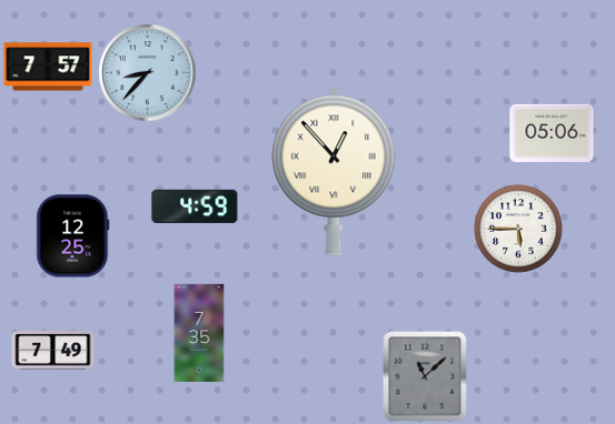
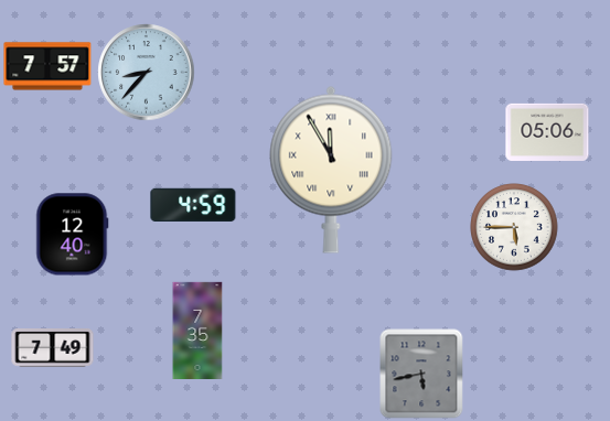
clock at (334, 171): 12:53 -> 11:55
clock at (73, 236): 12:25 -> 12:40
clock at (425, 376): 11:08 -> 5:43
